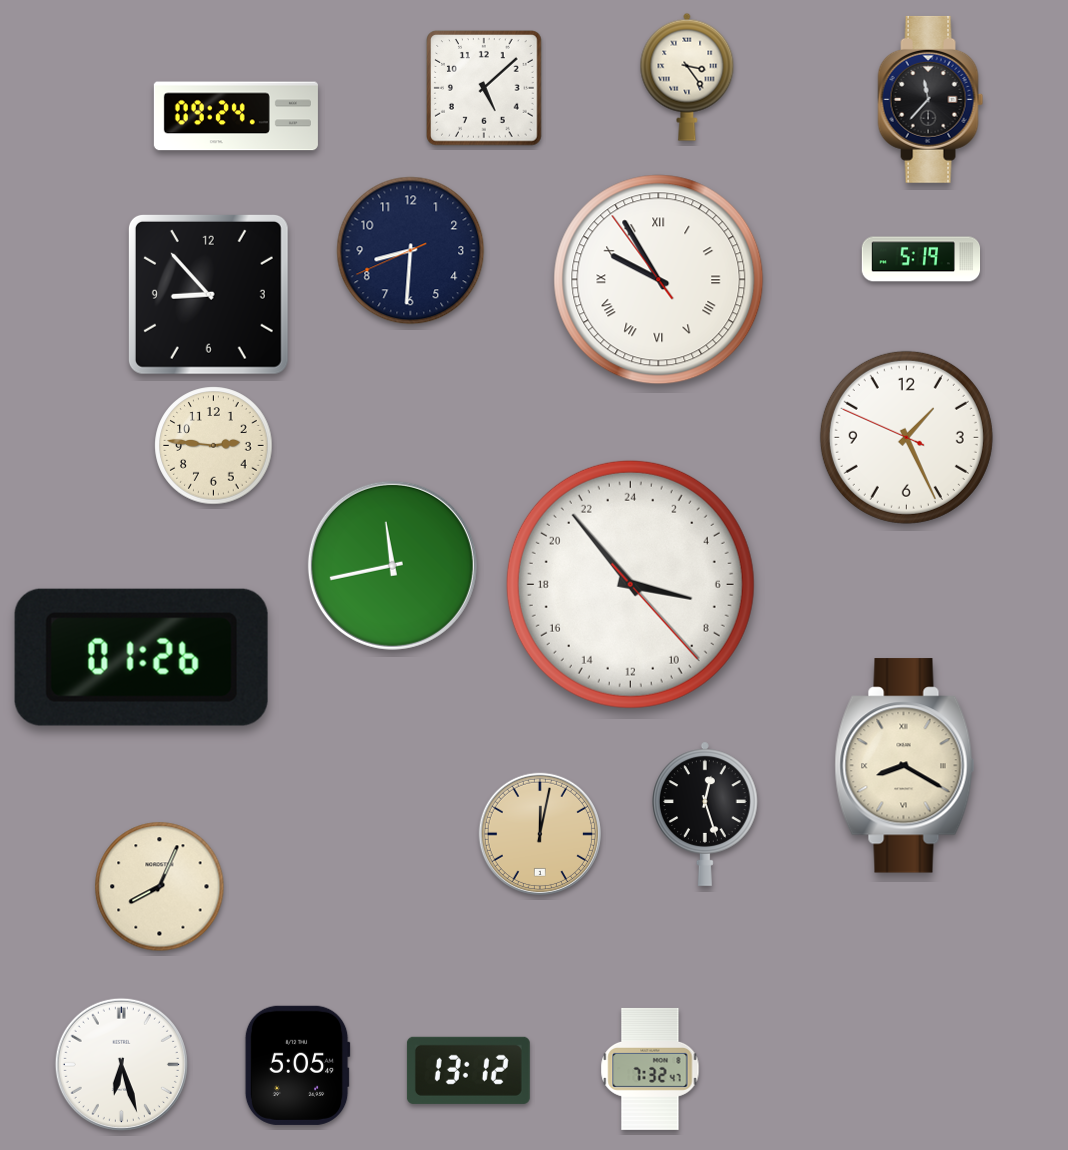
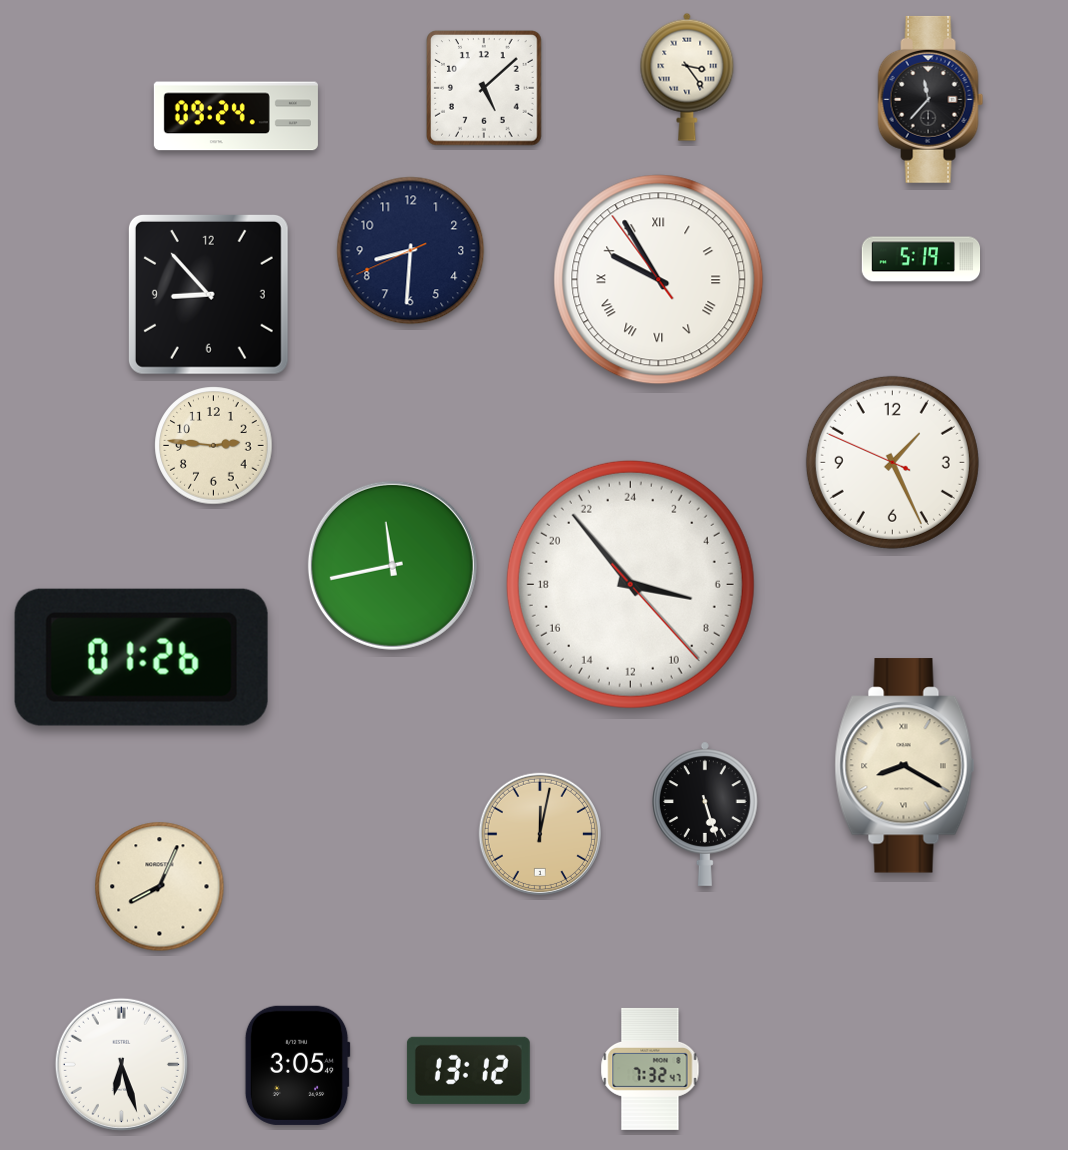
clock at (906, 437) position: (906, 437) -> (892, 462)
clock at (706, 814): 12:27 -> 5:27
clock at (297, 1065): 5:05 -> 3:05
